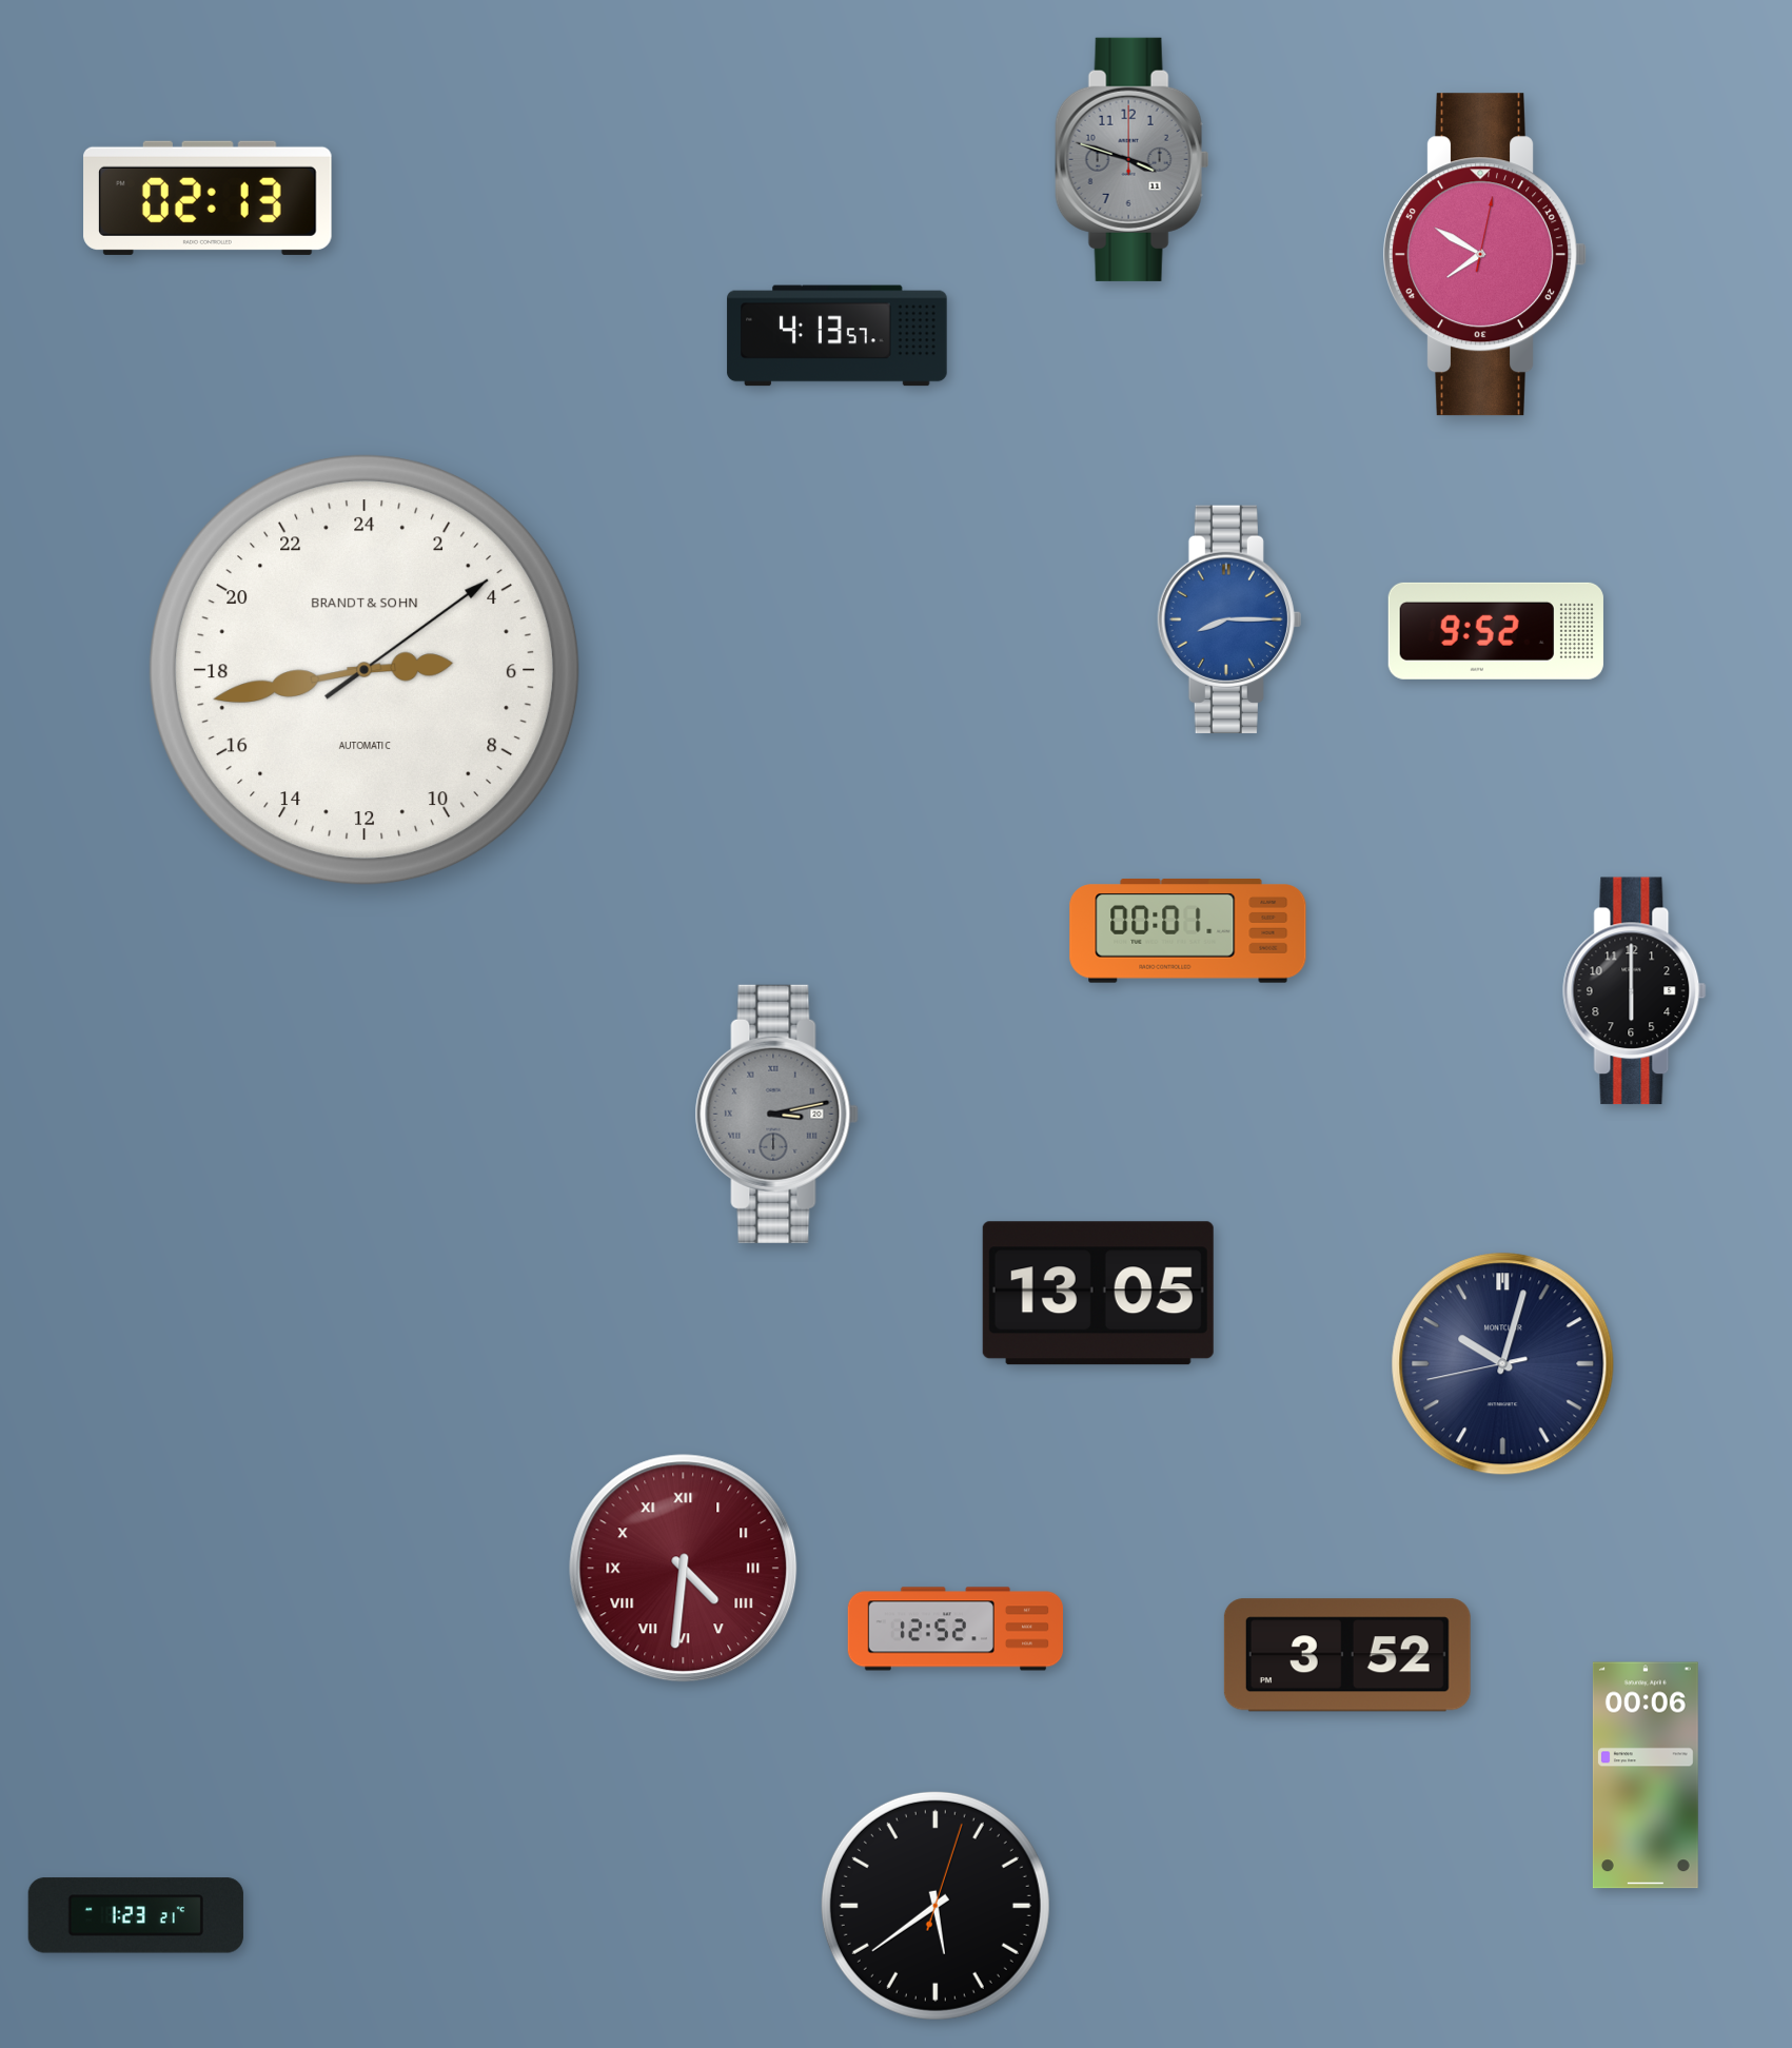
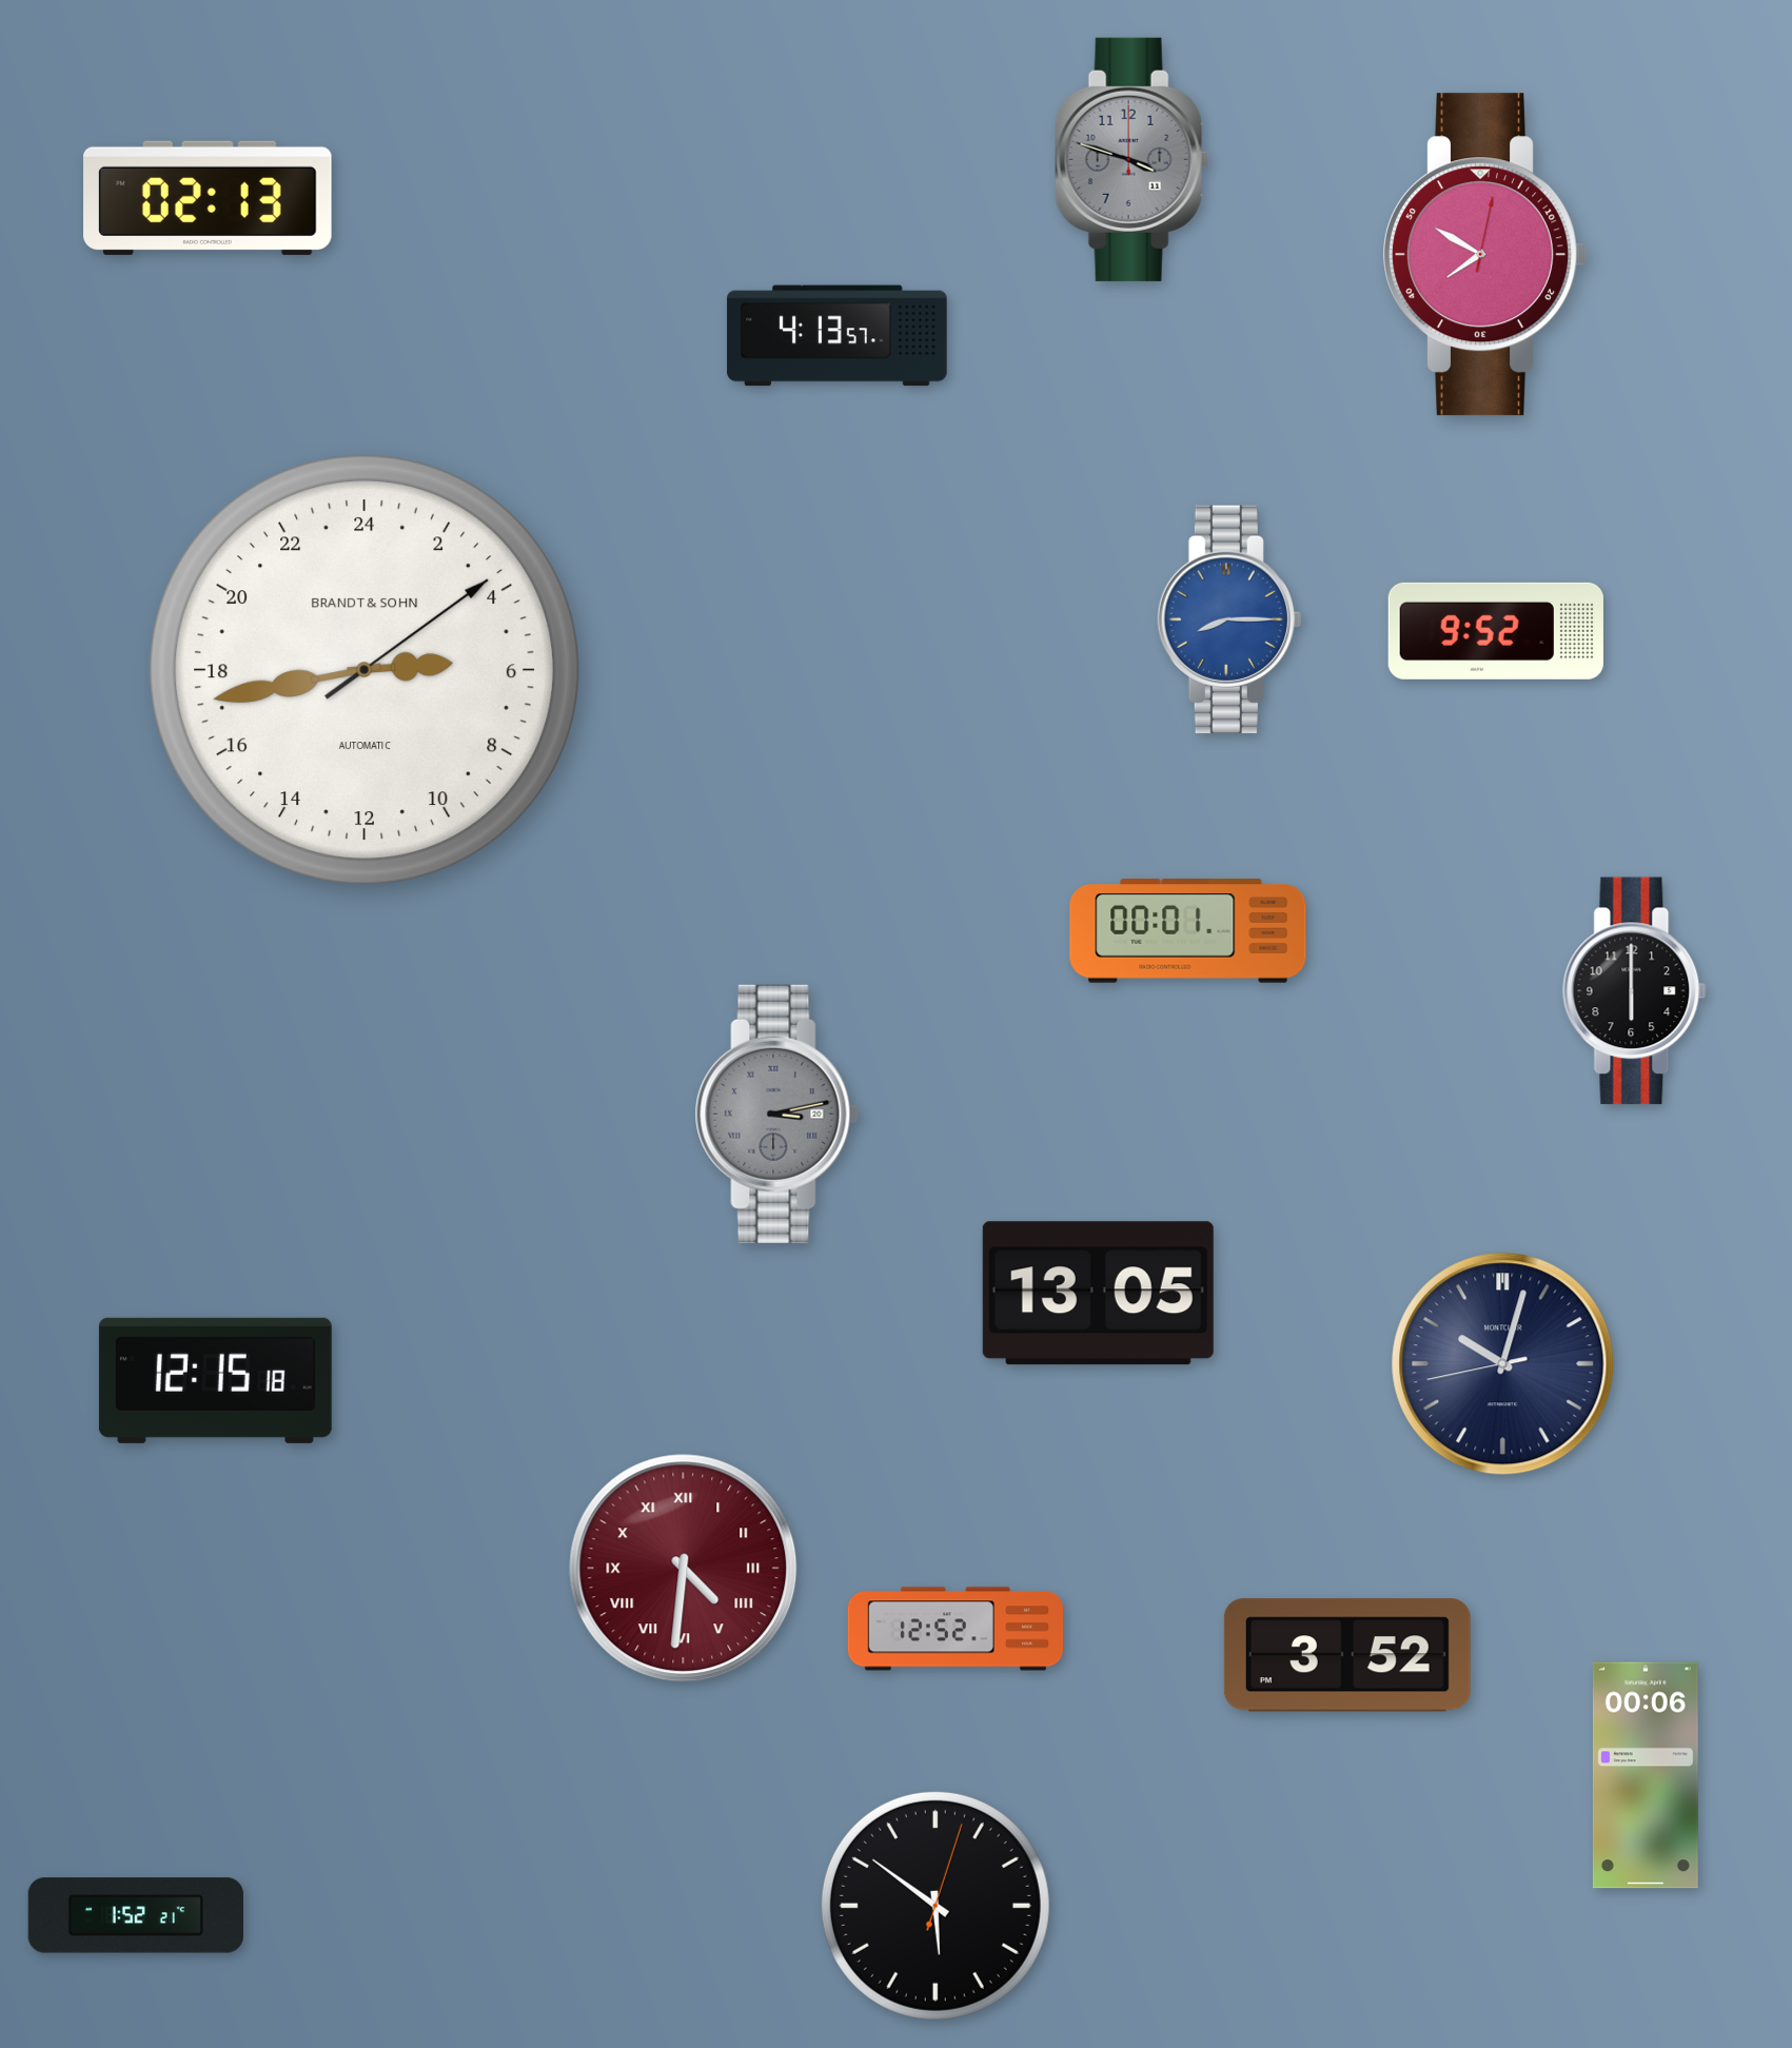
clock at (215, 1380): none -> 12:15
clock at (936, 1906): 5:39 -> 5:51
clock at (136, 1915): 1:23 -> 1:52
